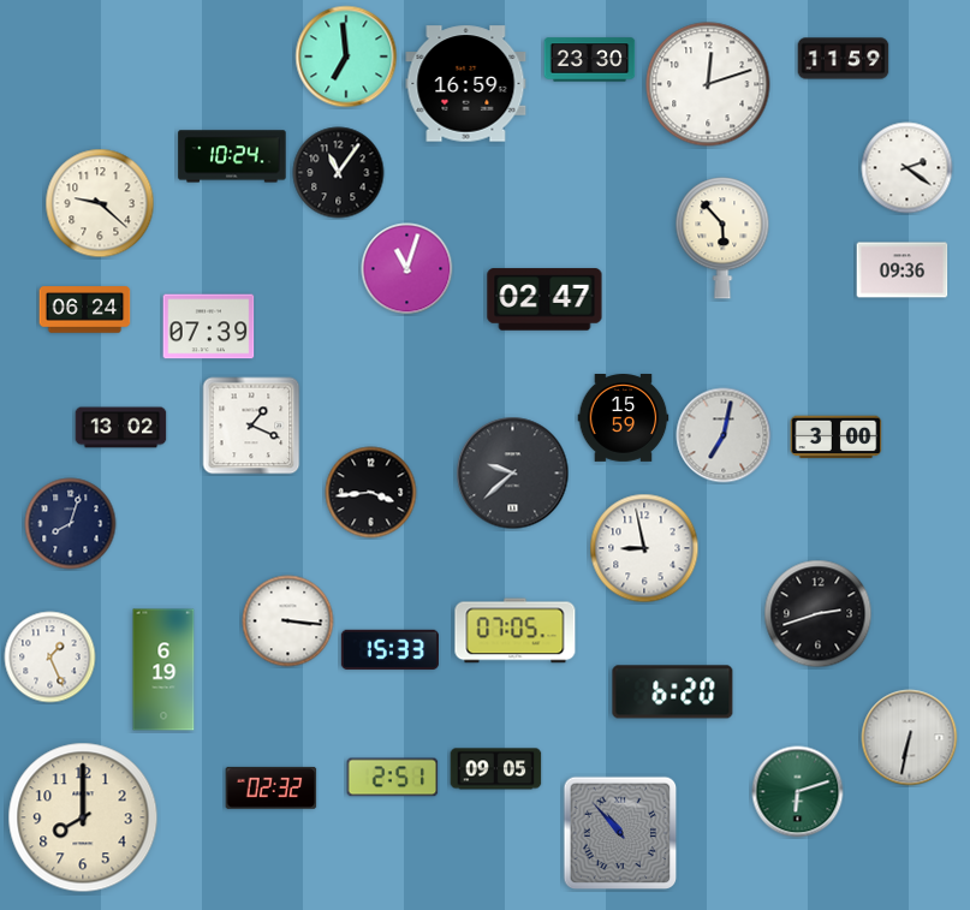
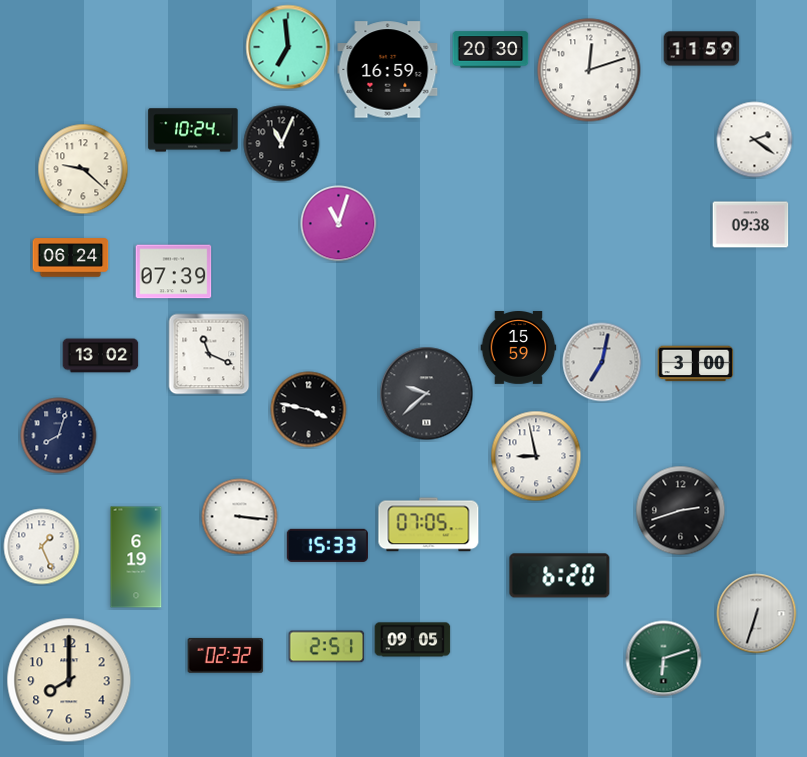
clock at (590, 60): 23:30 -> 20:30
clock at (339, 173): 11:06 -> 11:04
clock at (722, 238): 5:53 -> none
clock at (903, 270): 09:36 -> 09:38
clock at (544, 299): 02:47 -> none
clock at (251, 426): 1:19 -> 11:19
clock at (371, 493): 3:44 -> 3:47
clock at (389, 649) position: (389, 649) -> (327, 545)
clock at (910, 738): 6:32 -> 6:33
clock at (620, 833): 10:53 -> none
